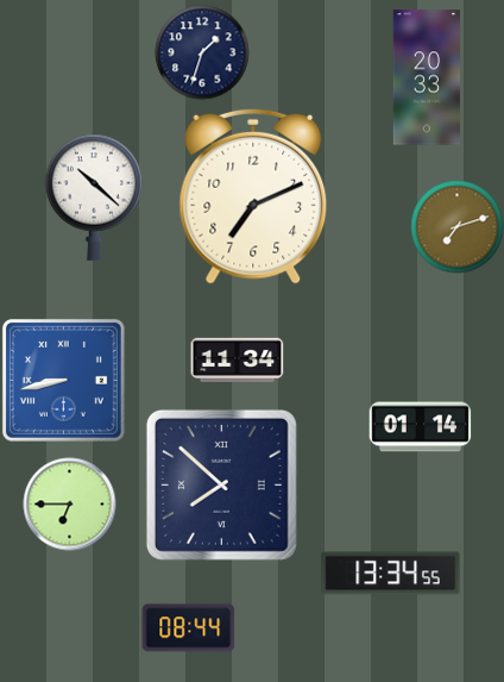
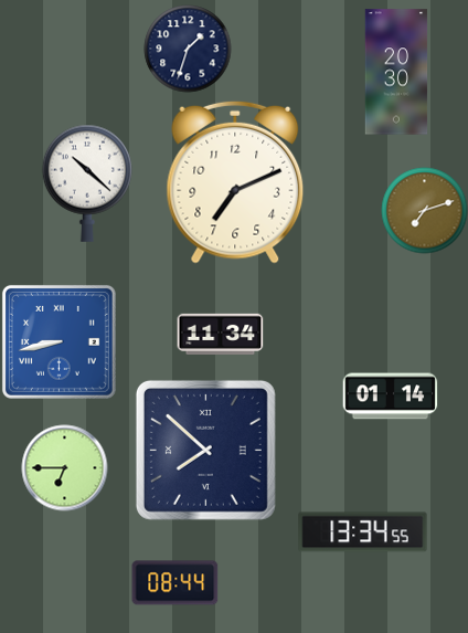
clock at (427, 77): 20:33 -> 20:30
clock at (63, 380) position: (63, 380) -> (59, 341)
